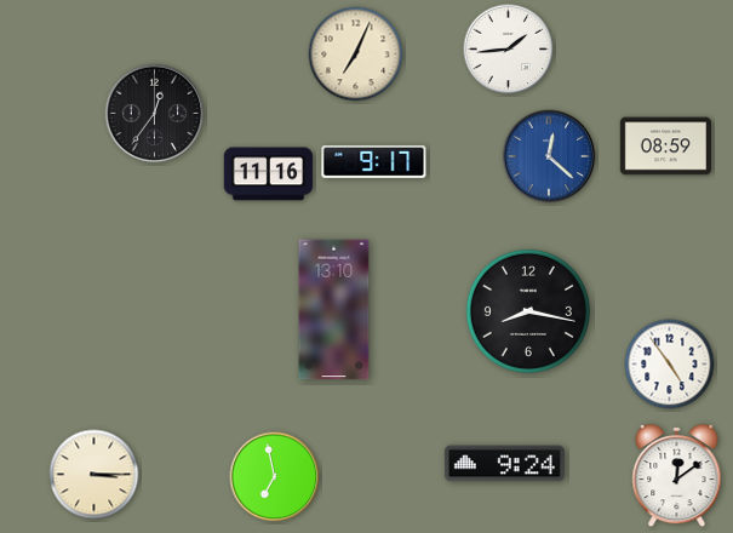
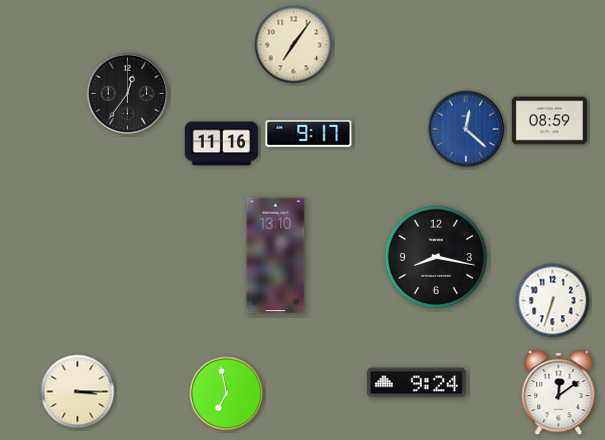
clock at (509, 50): 1:44 -> none
clock at (356, 55): 7:04 -> 7:06
clock at (549, 156) position: (549, 156) -> (466, 129)
clock at (670, 365): 4:54 -> 6:33
